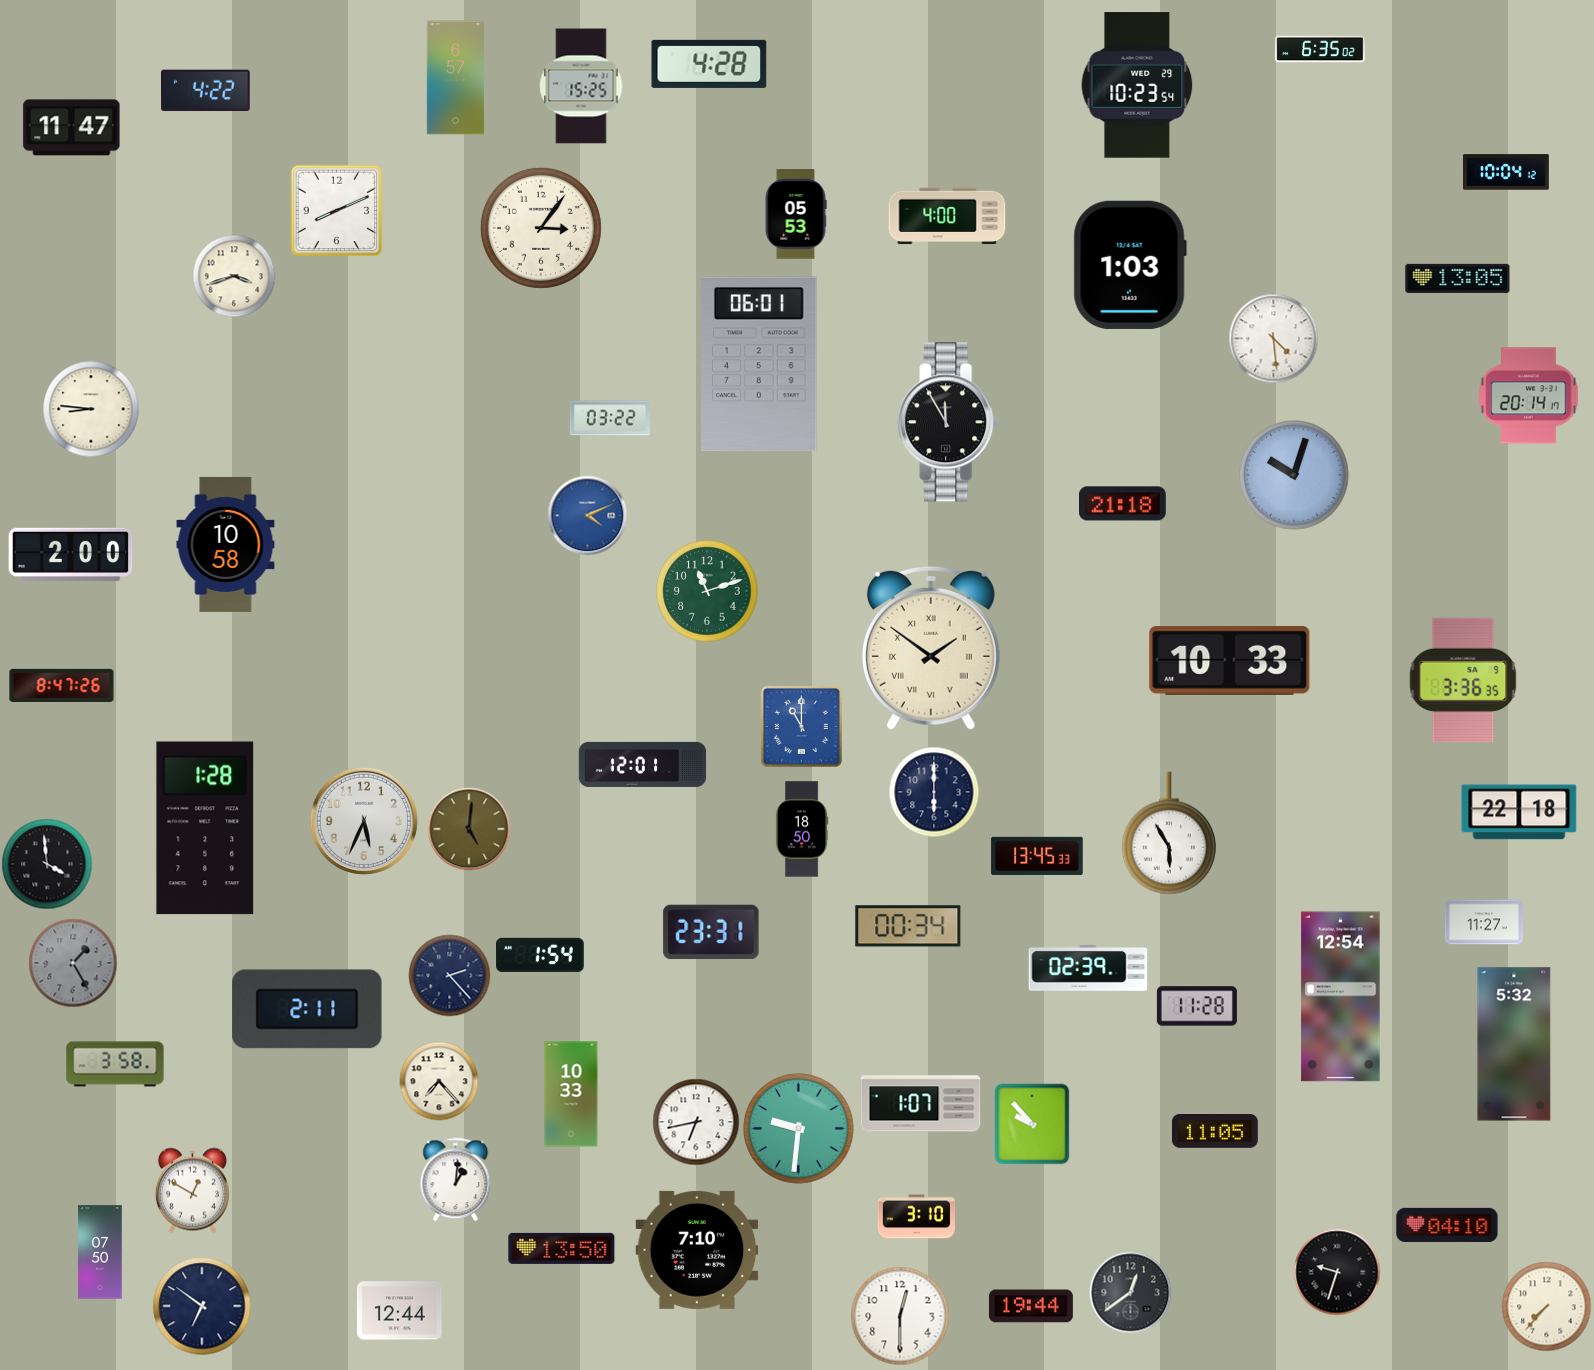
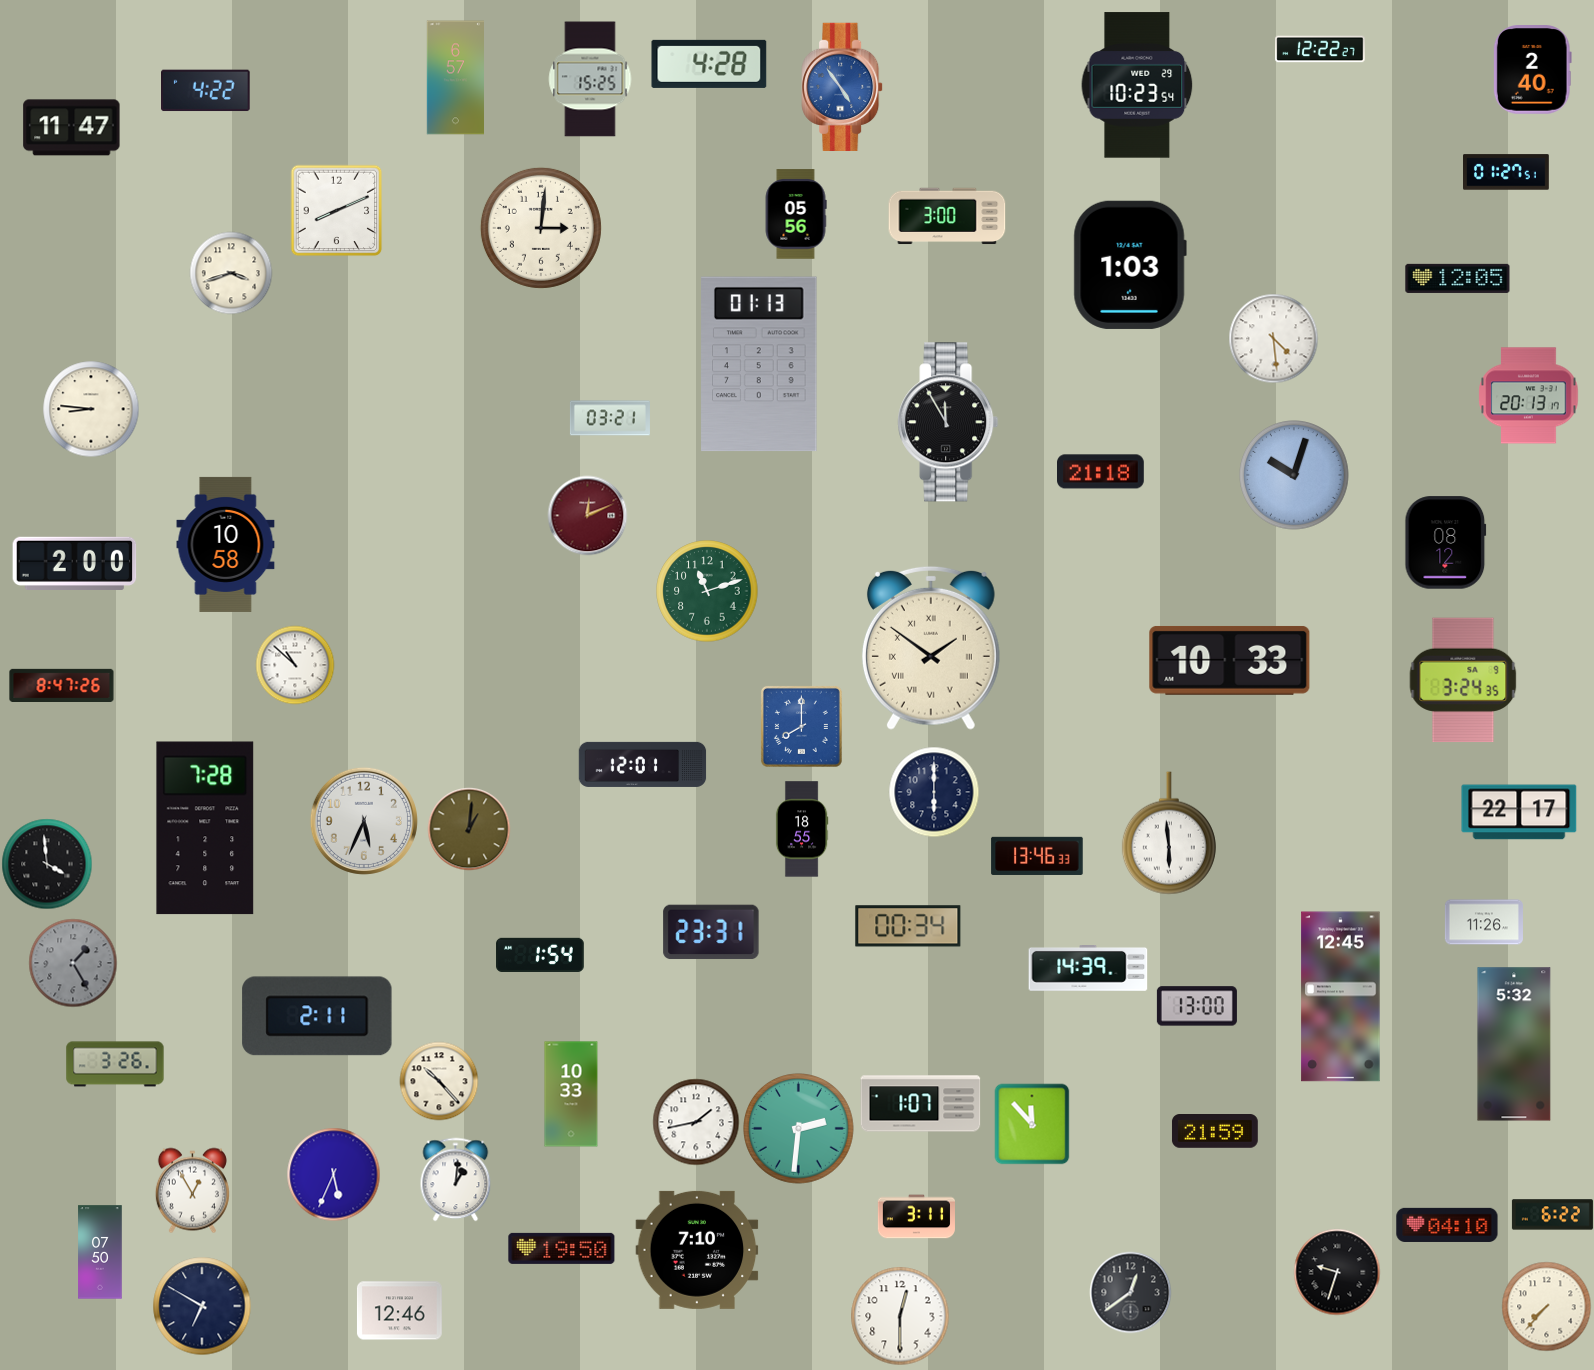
clock at (1320, 49): 6:35 -> 12:22
clock at (1532, 70): none -> 2:40
clock at (581, 86) position: (581, 86) -> (590, 79)
clock at (842, 86): none -> 4:54
clock at (1507, 172): 10:04 -> 01:27
clock at (796, 214): 05:53 -> 05:56
clock at (947, 216): 4:00 -> 3:00
clock at (541, 228): 3:06 -> 3:01
clock at (234, 276) position: (234, 276) -> (231, 273)
clock at (1458, 278): 13:05 -> 12:05
clock at (759, 364): 06:01 -> 01:13
clock at (1529, 396): 20:14 -> 20:13
clock at (610, 418): 03:22 -> 03:21
clock at (1123, 504) position: (1123, 504) -> (1101, 472)
clock at (587, 515): 4:11 -> 12:11
clock at (587, 515) dial: blue -> burgundy
clock at (1446, 543): none -> 08:12
clock at (71, 554) position: (71, 554) -> (75, 563)
clock at (295, 665): none -> 10:52
clock at (1463, 680): 3:36 -> 3:24
clock at (801, 726): 11:00 -> 8:00
clock at (1519, 812): 22:18 -> 22:17
clock at (205, 828): 1:28 -> 7:28
clock at (469, 829): 5:01 -> 1:01
clock at (802, 829): 18:50 -> 18:55
clock at (1169, 833): 5:55 -> 5:59
clock at (1037, 855): 13:45 -> 13:46
clock at (1484, 922): 11:27 -> 11:26
clock at (1088, 969): 02:39 -> 14:39
clock at (449, 975): 2:23 -> none
clock at (1341, 997): 12:54 -> 12:45
clock at (1197, 1006): 11:28 -> 13:00
clock at (307, 1009) position: (307, 1009) -> (317, 1016)
clock at (115, 1064): 3:58 -> 3:26
clock at (439, 1081): 7:23 -> 10:23
clock at (696, 1122): 6:43 -> 1:43
clock at (1032, 1124): 9:53 -> 11:53
clock at (799, 1129): 9:31 -> 2:31
clock at (1215, 1132): 11:05 -> 21:59
clock at (333, 1174): none -> 5:34
clock at (192, 1190): 12:50 -> 12:55
clock at (1552, 1215): none -> 6:22
clock at (916, 1217): 3:10 -> 3:11
clock at (562, 1248): 13:50 -> 19:50
clock at (202, 1306): 6:51 -> 6:50
clock at (1031, 1306): 19:44 -> none
clock at (399, 1311): 12:44 -> 12:46
